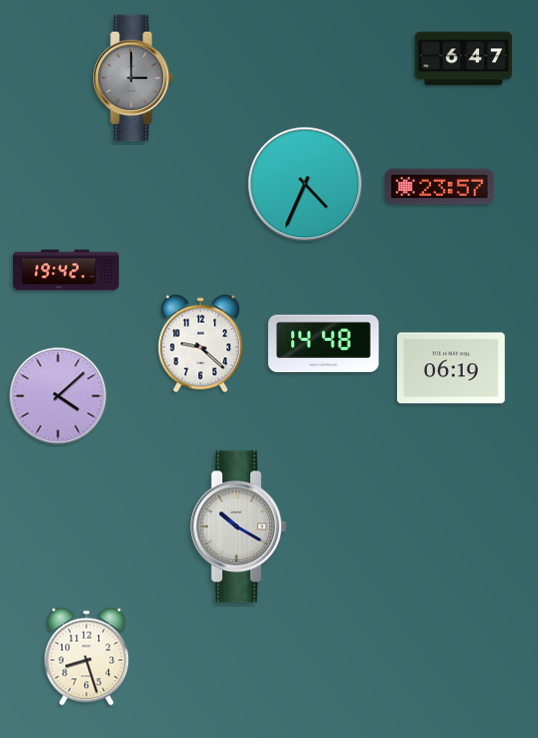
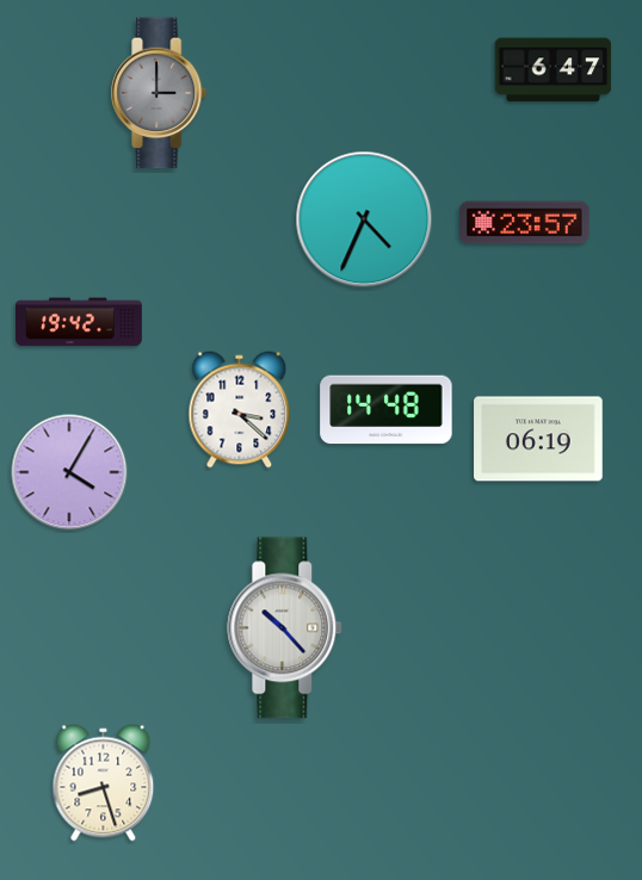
clock at (201, 344): 9:22 -> 3:22
clock at (58, 396): 4:08 -> 4:05
clock at (239, 527): 10:20 -> 10:23
